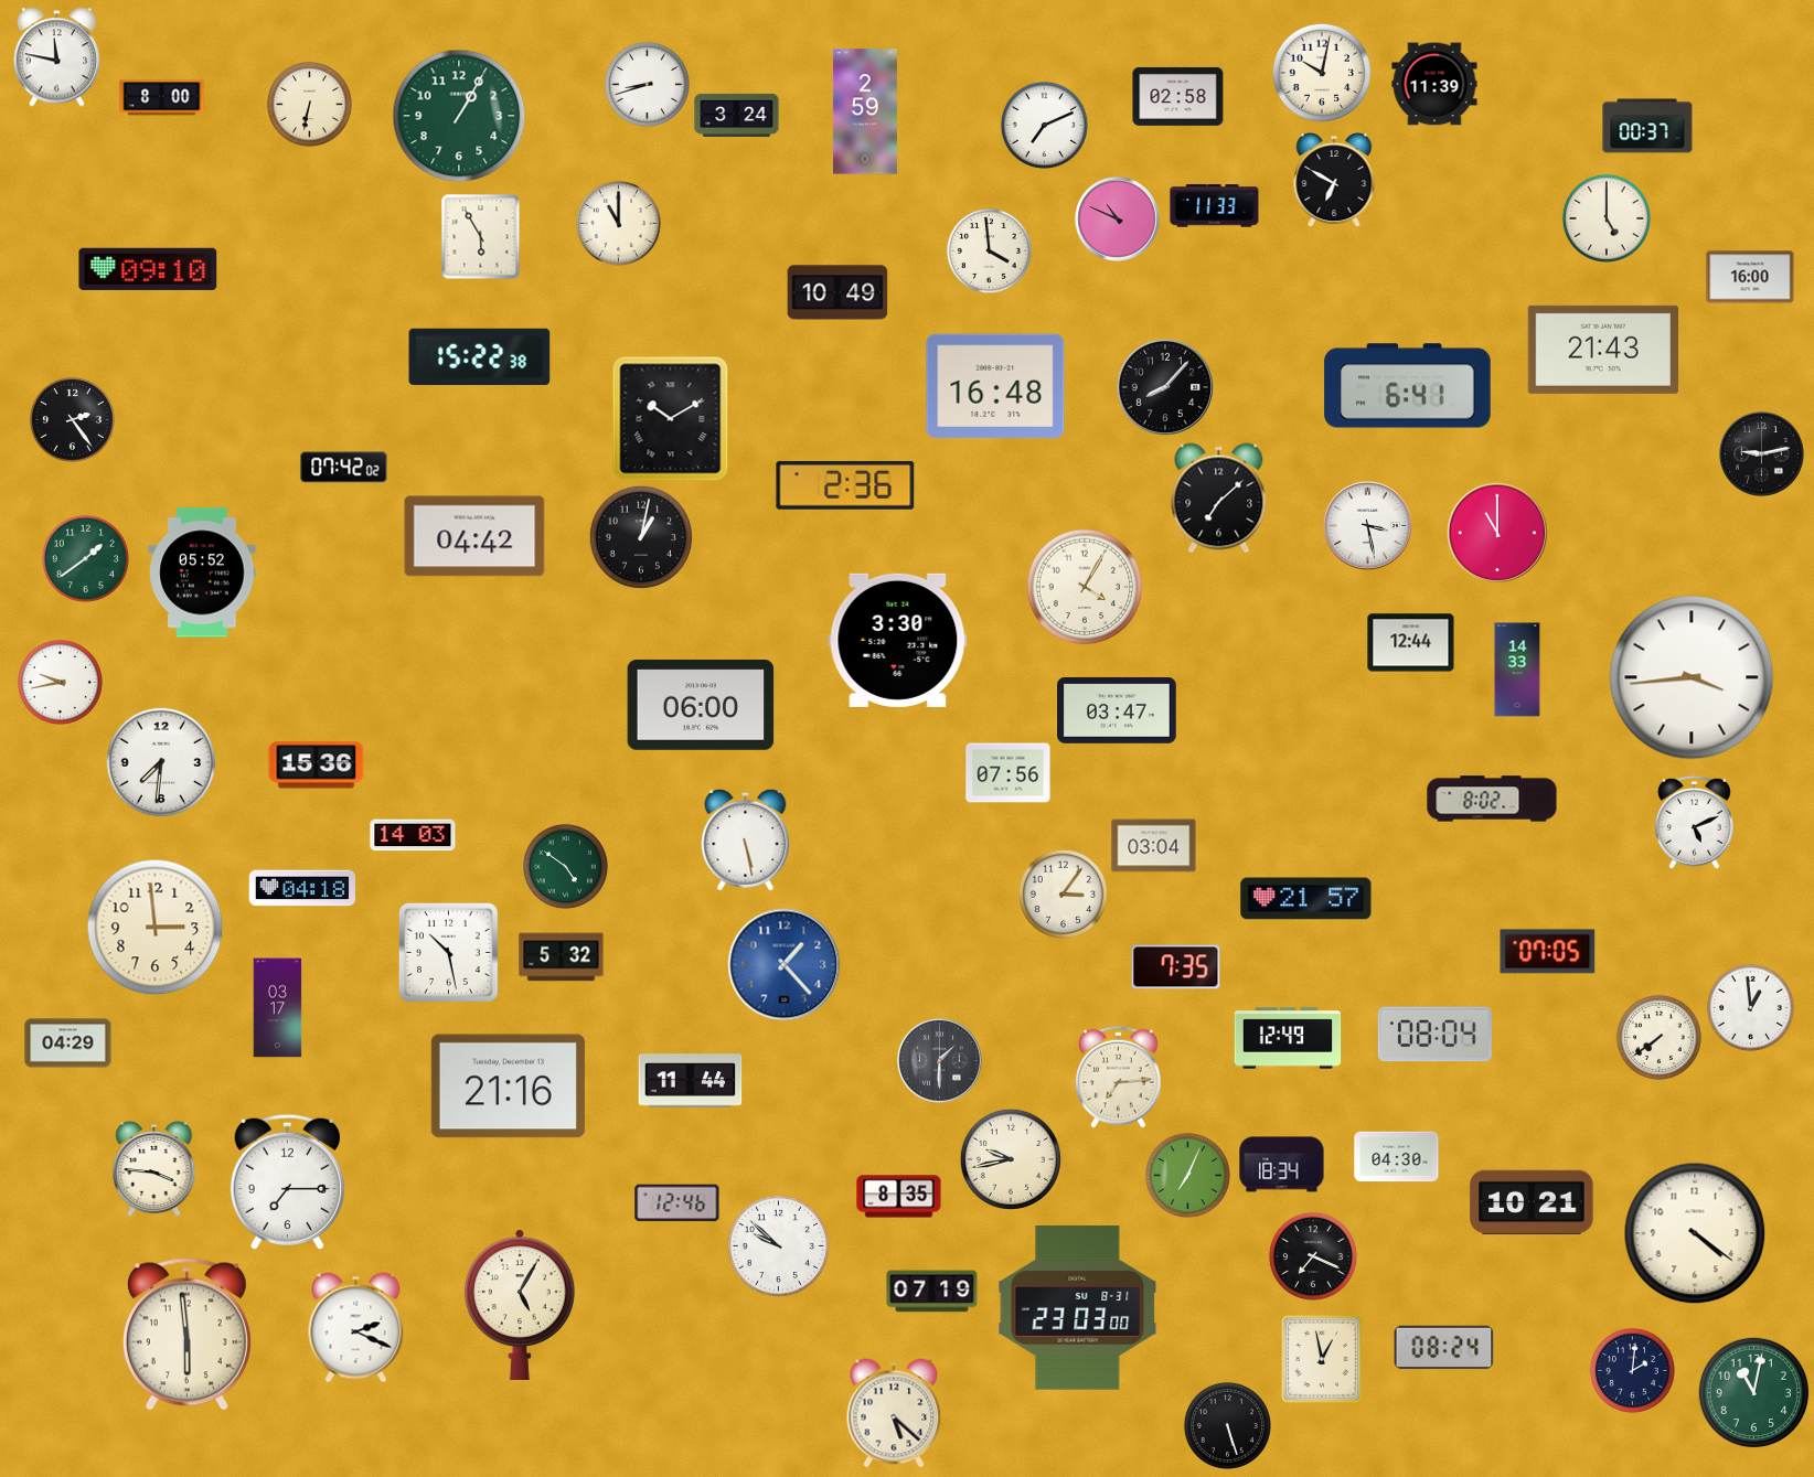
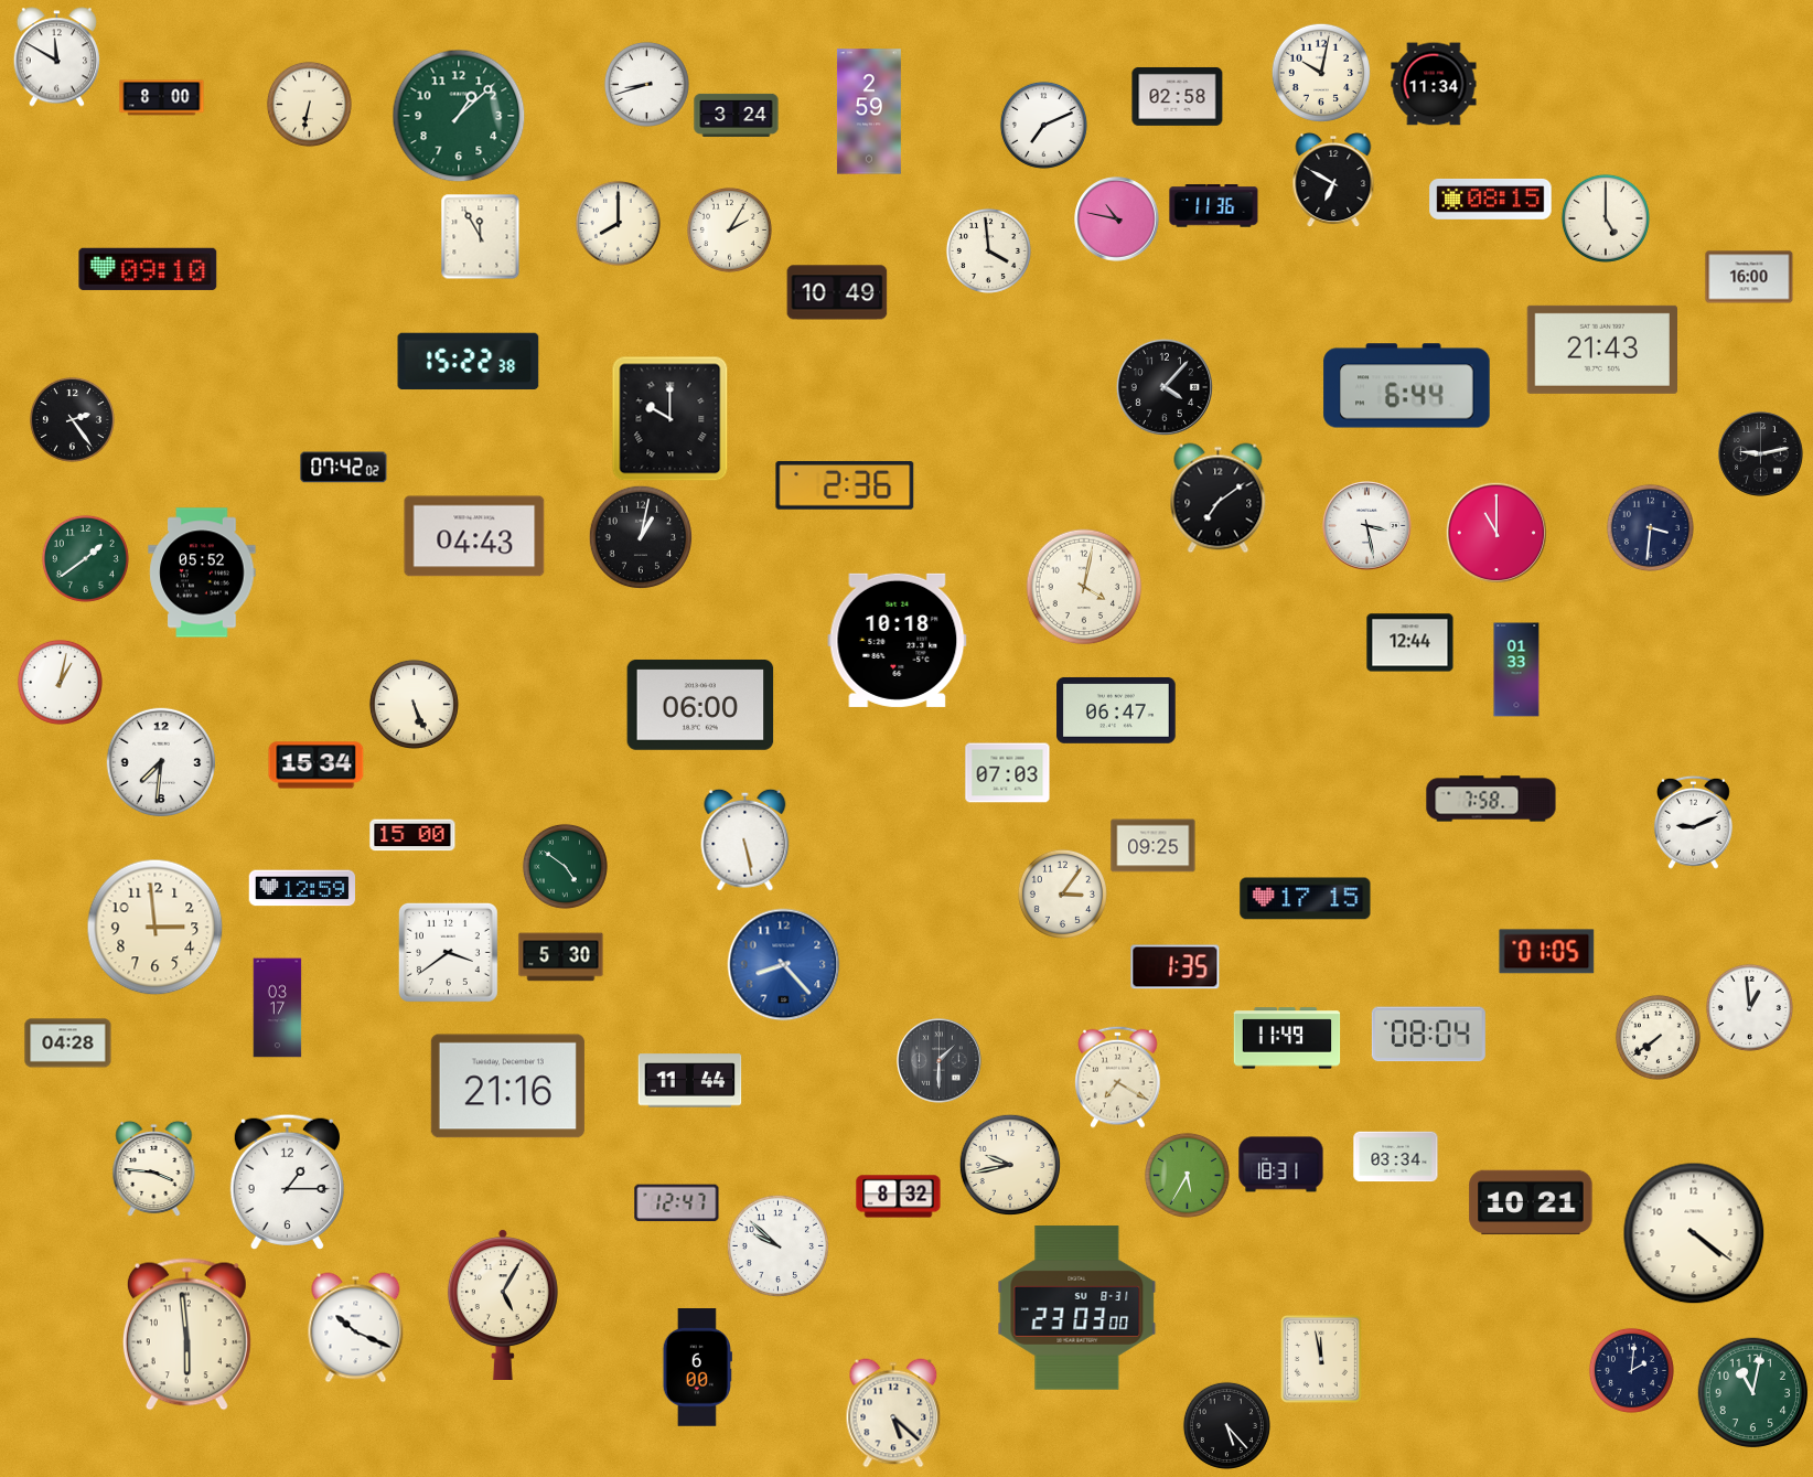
clock at (56, 57): 11:47 -> 11:50
clock at (1434, 84): 11:39 -> 11:34
clock at (865, 111) position: (865, 111) -> (869, 111)
clock at (459, 116): 1:05 -> 1:08
clock at (1647, 126): 00:37 -> none
clock at (1491, 199): none -> 08:15
clock at (1215, 206): 11:33 -> 11:36
clock at (1118, 220): 10:49 -> 10:47
clock at (618, 223): 11:00 -> 8:00
clock at (729, 229): none -> 2:05
clock at (481, 236): 5:55 -> 11:55
clock at (480, 357) position: (480, 357) -> (469, 362)
clock at (995, 386): 16:48 -> none
clock at (1408, 386): 6:41 -> 6:44
clock at (1165, 387): 8:07 -> 4:07
clock at (671, 419): 10:10 -> 10:00
clock at (1219, 499): 7:08 -> 7:09
clock at (1650, 527): none -> 3:31
clock at (474, 536): 04:42 -> 04:43
clock at (1085, 587): 4:05 -> 4:02
clock at (898, 640): 3:30 -> 10:18
clock at (1517, 670): 14:33 -> 01:33
clock at (1692, 677): 3:44 -> none
clock at (60, 682): 9:43 -> 1:02
clock at (414, 704): none -> 5:26
clock at (1117, 710): 03:47 -> 06:47
clock at (317, 766): 15:36 -> 15:34
clock at (1009, 773): 07:56 -> 07:03
clock at (1492, 799): 8:02 -> 7:58
clock at (1694, 822): 5:11 -> 9:11
clock at (413, 835): 14:03 -> 15:00
clock at (1154, 846): 03:04 -> 09:25
clock at (302, 888): 04:18 -> 12:59
clock at (1306, 899): 21:57 -> 17:15
clock at (448, 952): 10:28 -> 3:39
clock at (1548, 952): 07:05 -> 01:05
clock at (562, 957): 5:32 -> 5:30
clock at (785, 965): 1:23 -> 8:23
clock at (1176, 967): 7:35 -> 1:35
clock at (1434, 1035) position: (1434, 1035) -> (1428, 1035)
clock at (1288, 1038): 12:49 -> 11:49
clock at (68, 1043): 04:29 -> 04:28
clock at (1119, 1077): 7:14 -> 7:20
clock at (1397, 1157): 04:30 -> 03:34
clock at (1010, 1158) position: (1010, 1158) -> (1009, 1164)
clock at (1282, 1165): 18:34 -> 18:31
clock at (1187, 1175): 7:04 -> 5:35
clock at (287, 1181): 7:15 -> 1:15
clock at (899, 1197): 8:35 -> 8:32
clock at (677, 1203): 12:46 -> 12:47
clock at (1313, 1256): 7:19 -> none
clock at (932, 1292): 07:19 -> none
clock at (520, 1304) position: (520, 1304) -> (503, 1304)
clock at (356, 1328): 2:19 -> 10:19
clock at (1444, 1348): 08:24 -> none
clock at (1322, 1359): 12:58 -> 11:58
clock at (697, 1368): none -> 6:00
clock at (1227, 1425): 5:27 -> 5:23
